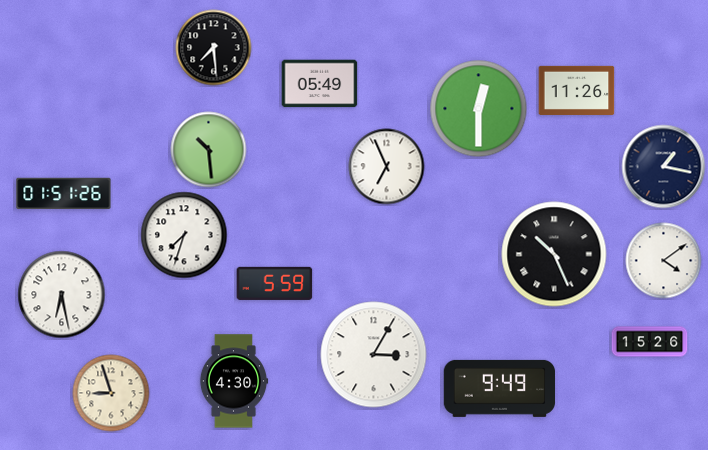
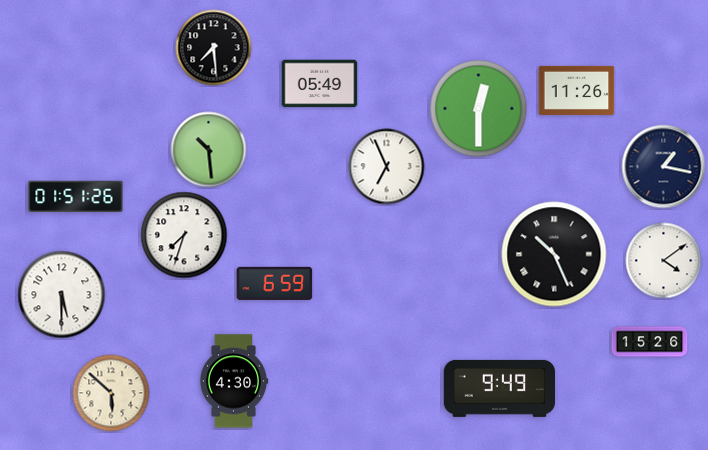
clock at (64, 194) position: (64, 194) -> (76, 197)
clock at (275, 283): 5:59 -> 6:59
clock at (62, 295): 6:28 -> 5:30
clock at (374, 355): 3:05 -> none
clock at (111, 393): 8:57 -> 5:52
